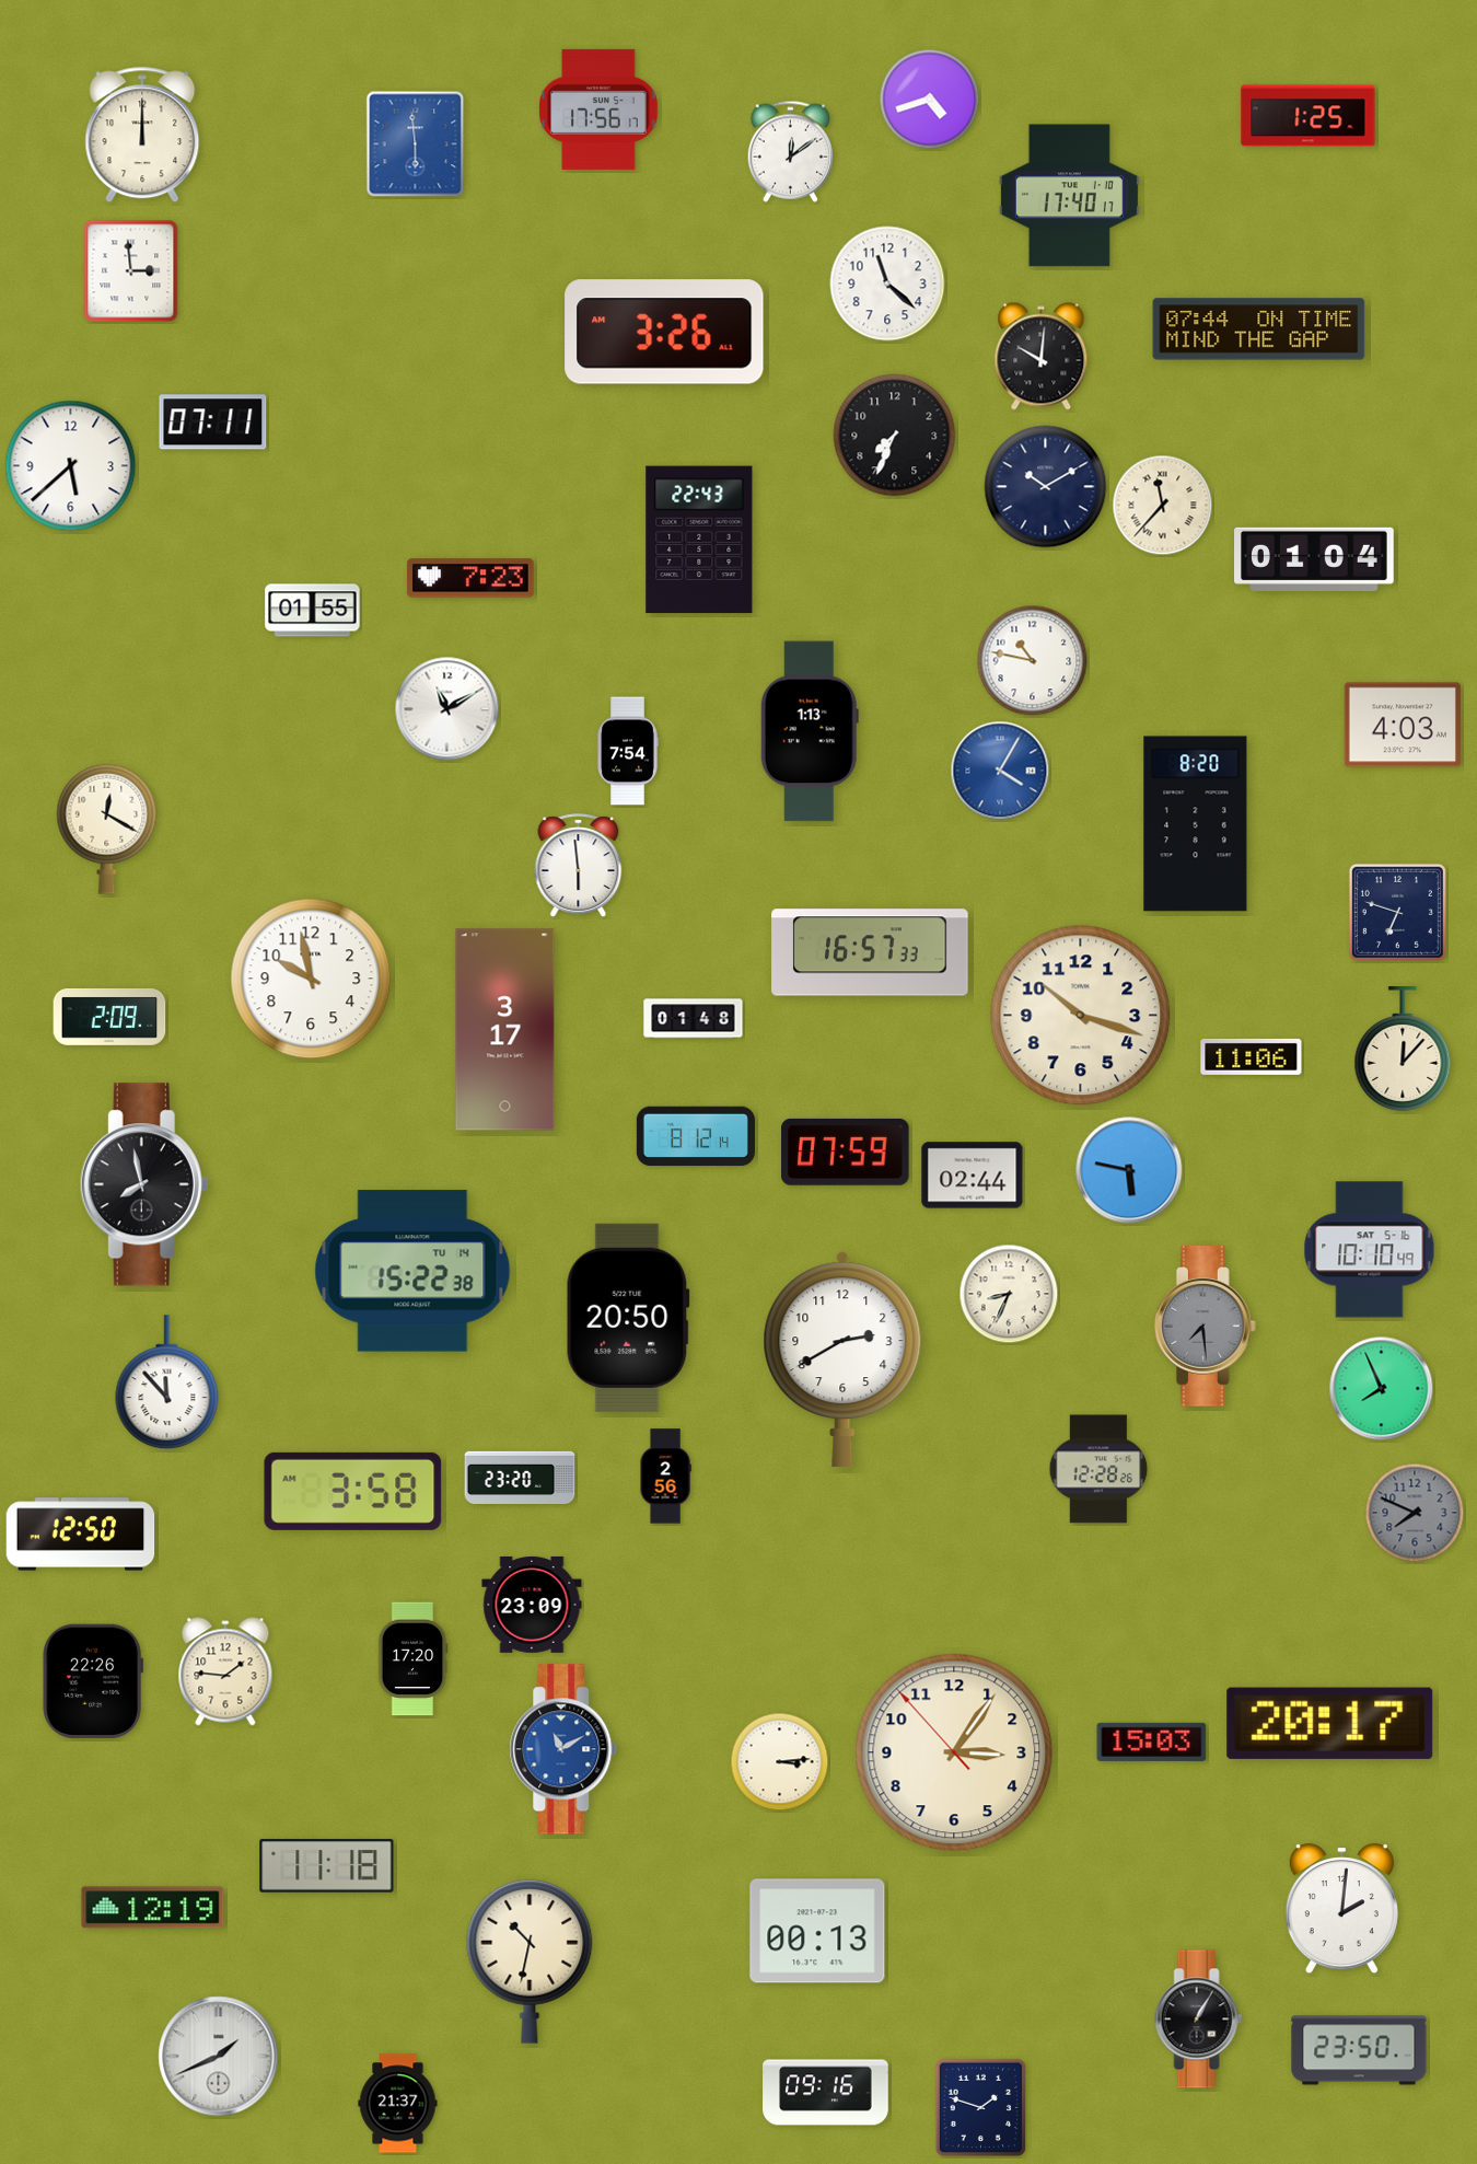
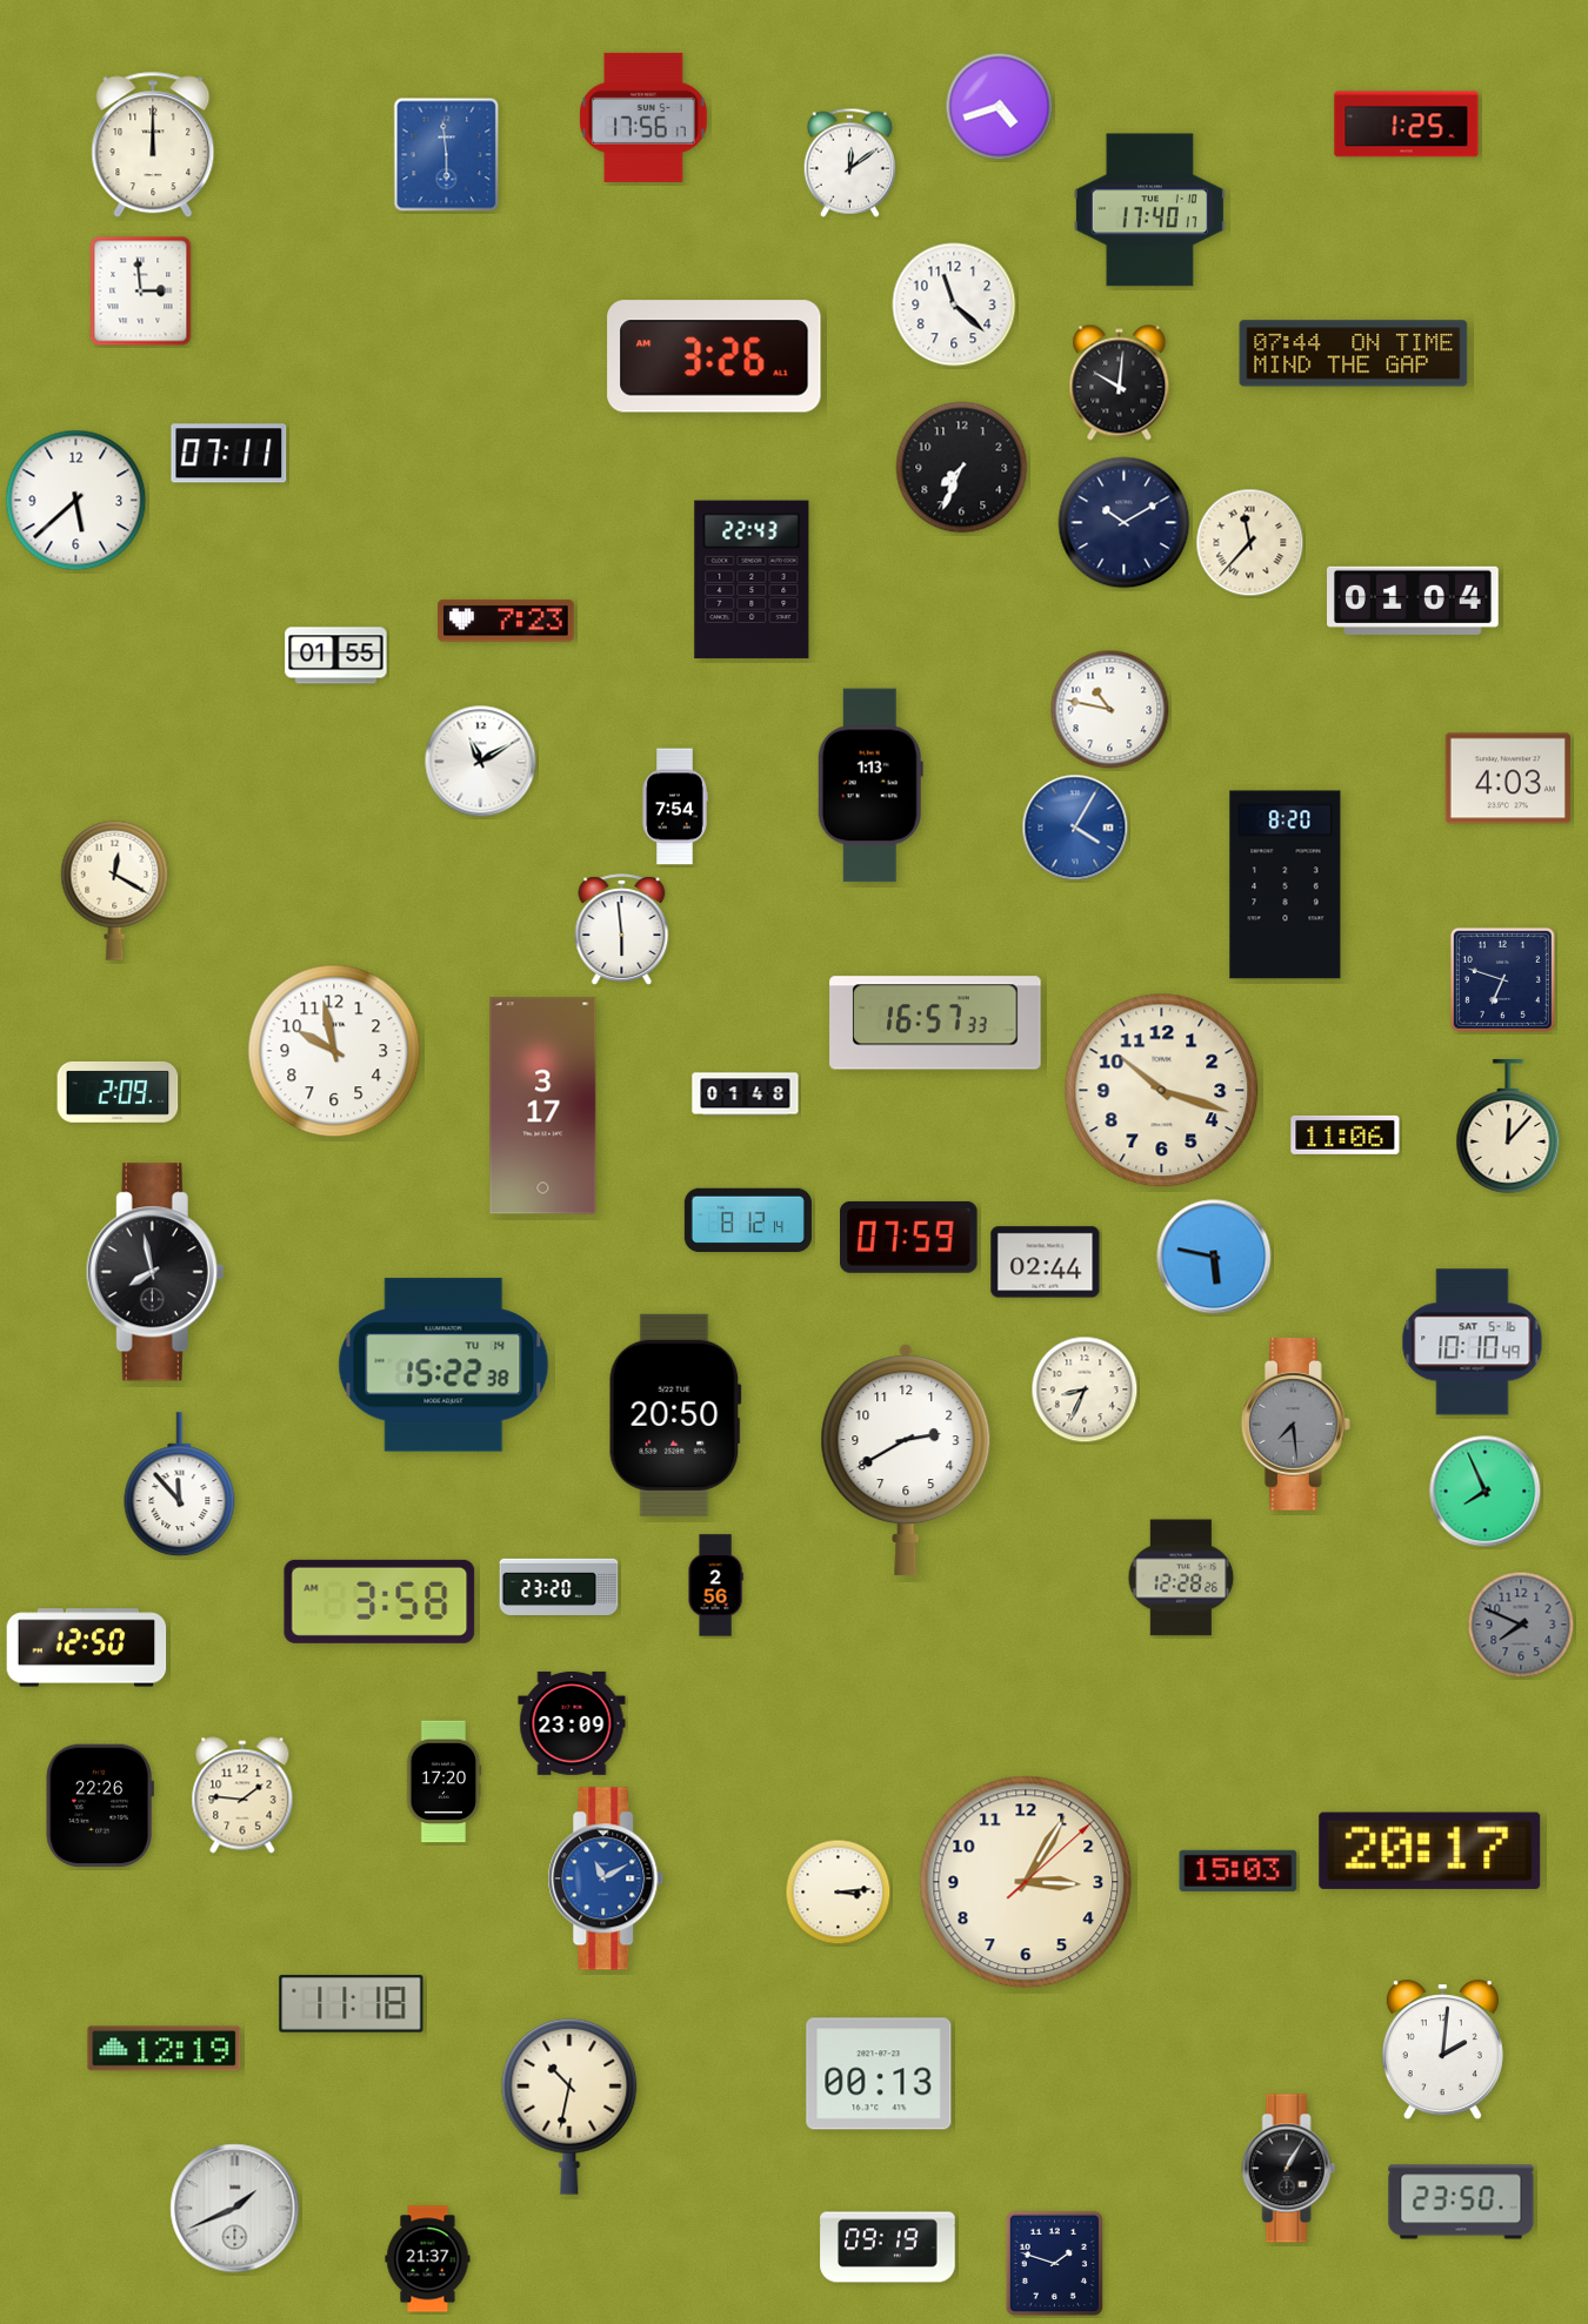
clock at (954, 1752): 3:05:53 -> 3:05:08
clock at (826, 2093): 09:16 -> 09:19
